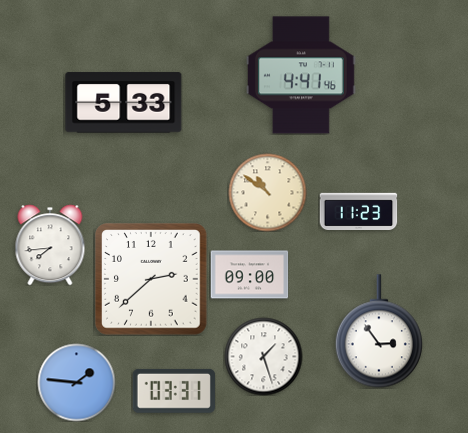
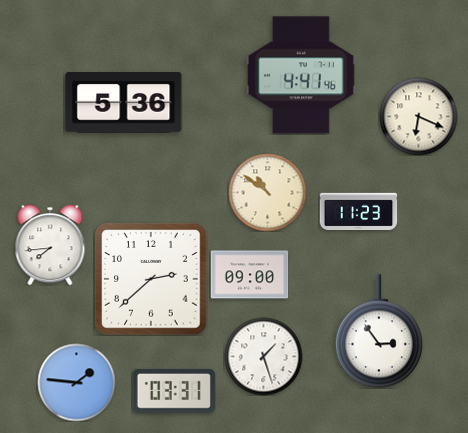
clock at (124, 103): 5:33 -> 5:36
clock at (418, 116): none -> 6:19
